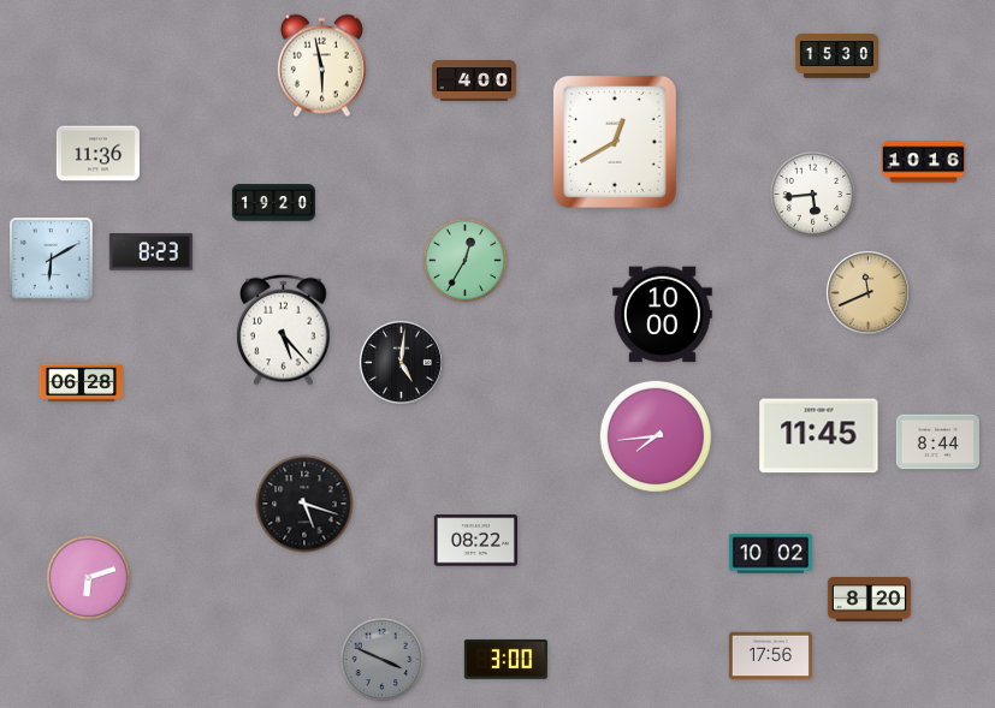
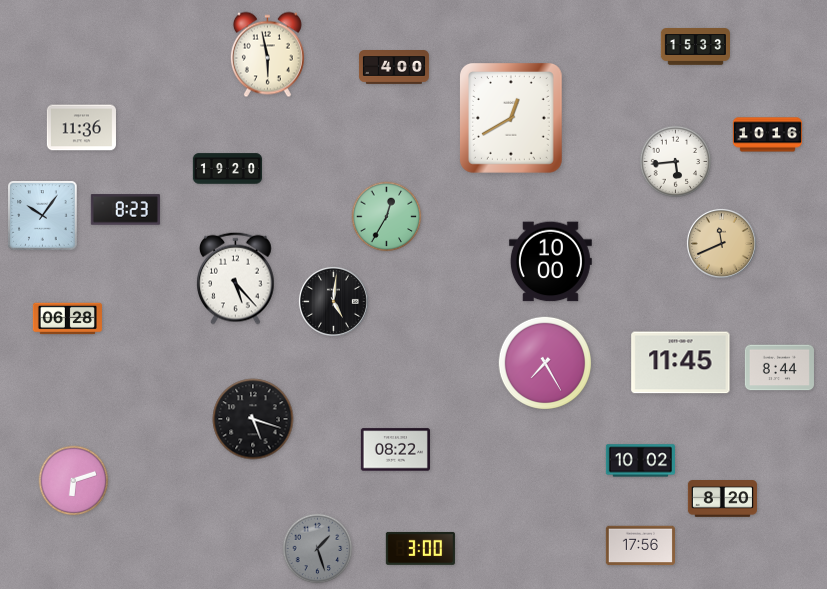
clock at (836, 56): 15:30 -> 15:33
clock at (52, 260): 6:10 -> 10:06
clock at (284, 329) position: (284, 329) -> (236, 278)
clock at (655, 435): 7:44 -> 7:25
clock at (383, 660): 3:49 -> 1:27
